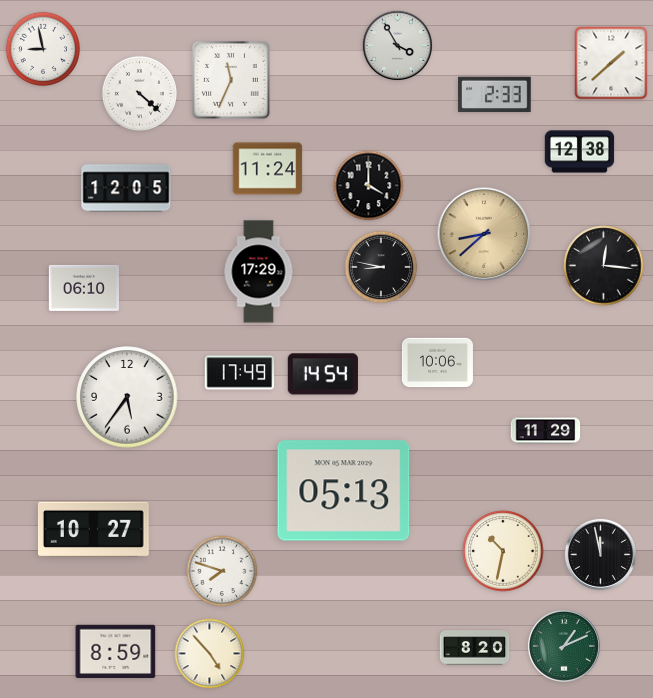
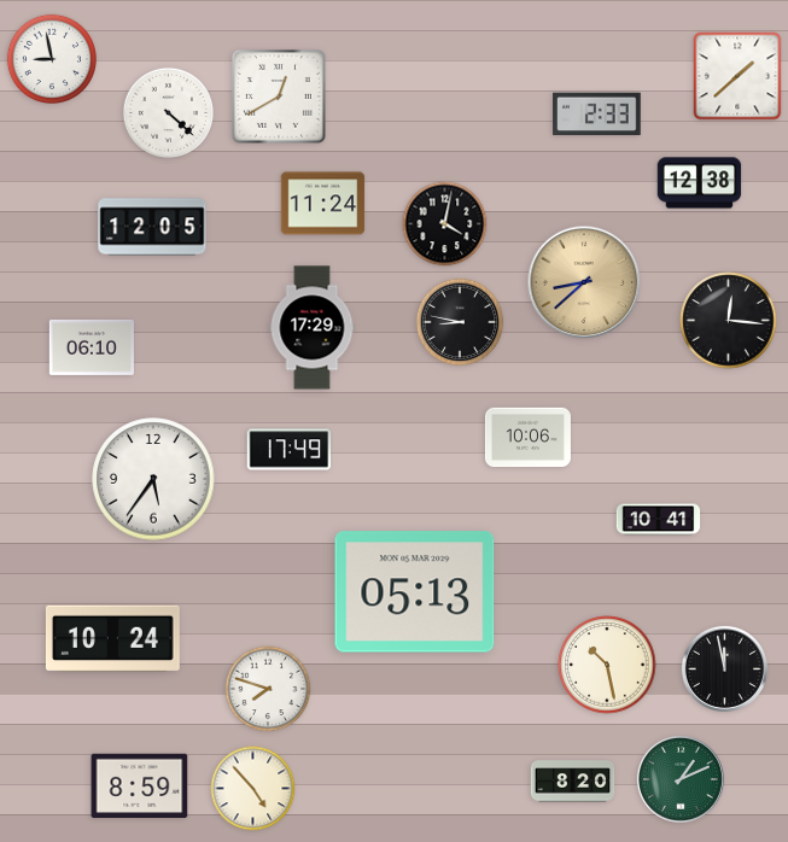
clock at (397, 45): 3:55 -> none
clock at (231, 80): 11:34 -> 12:40
clock at (369, 186): 4:00 -> 4:02
clock at (84, 288) position: (84, 288) -> (92, 347)
clock at (323, 374): 14:54 -> none
clock at (546, 431): 11:29 -> 10:41
clock at (93, 530): 10:27 -> 10:24
clock at (503, 551): 10:32 -> 10:28
